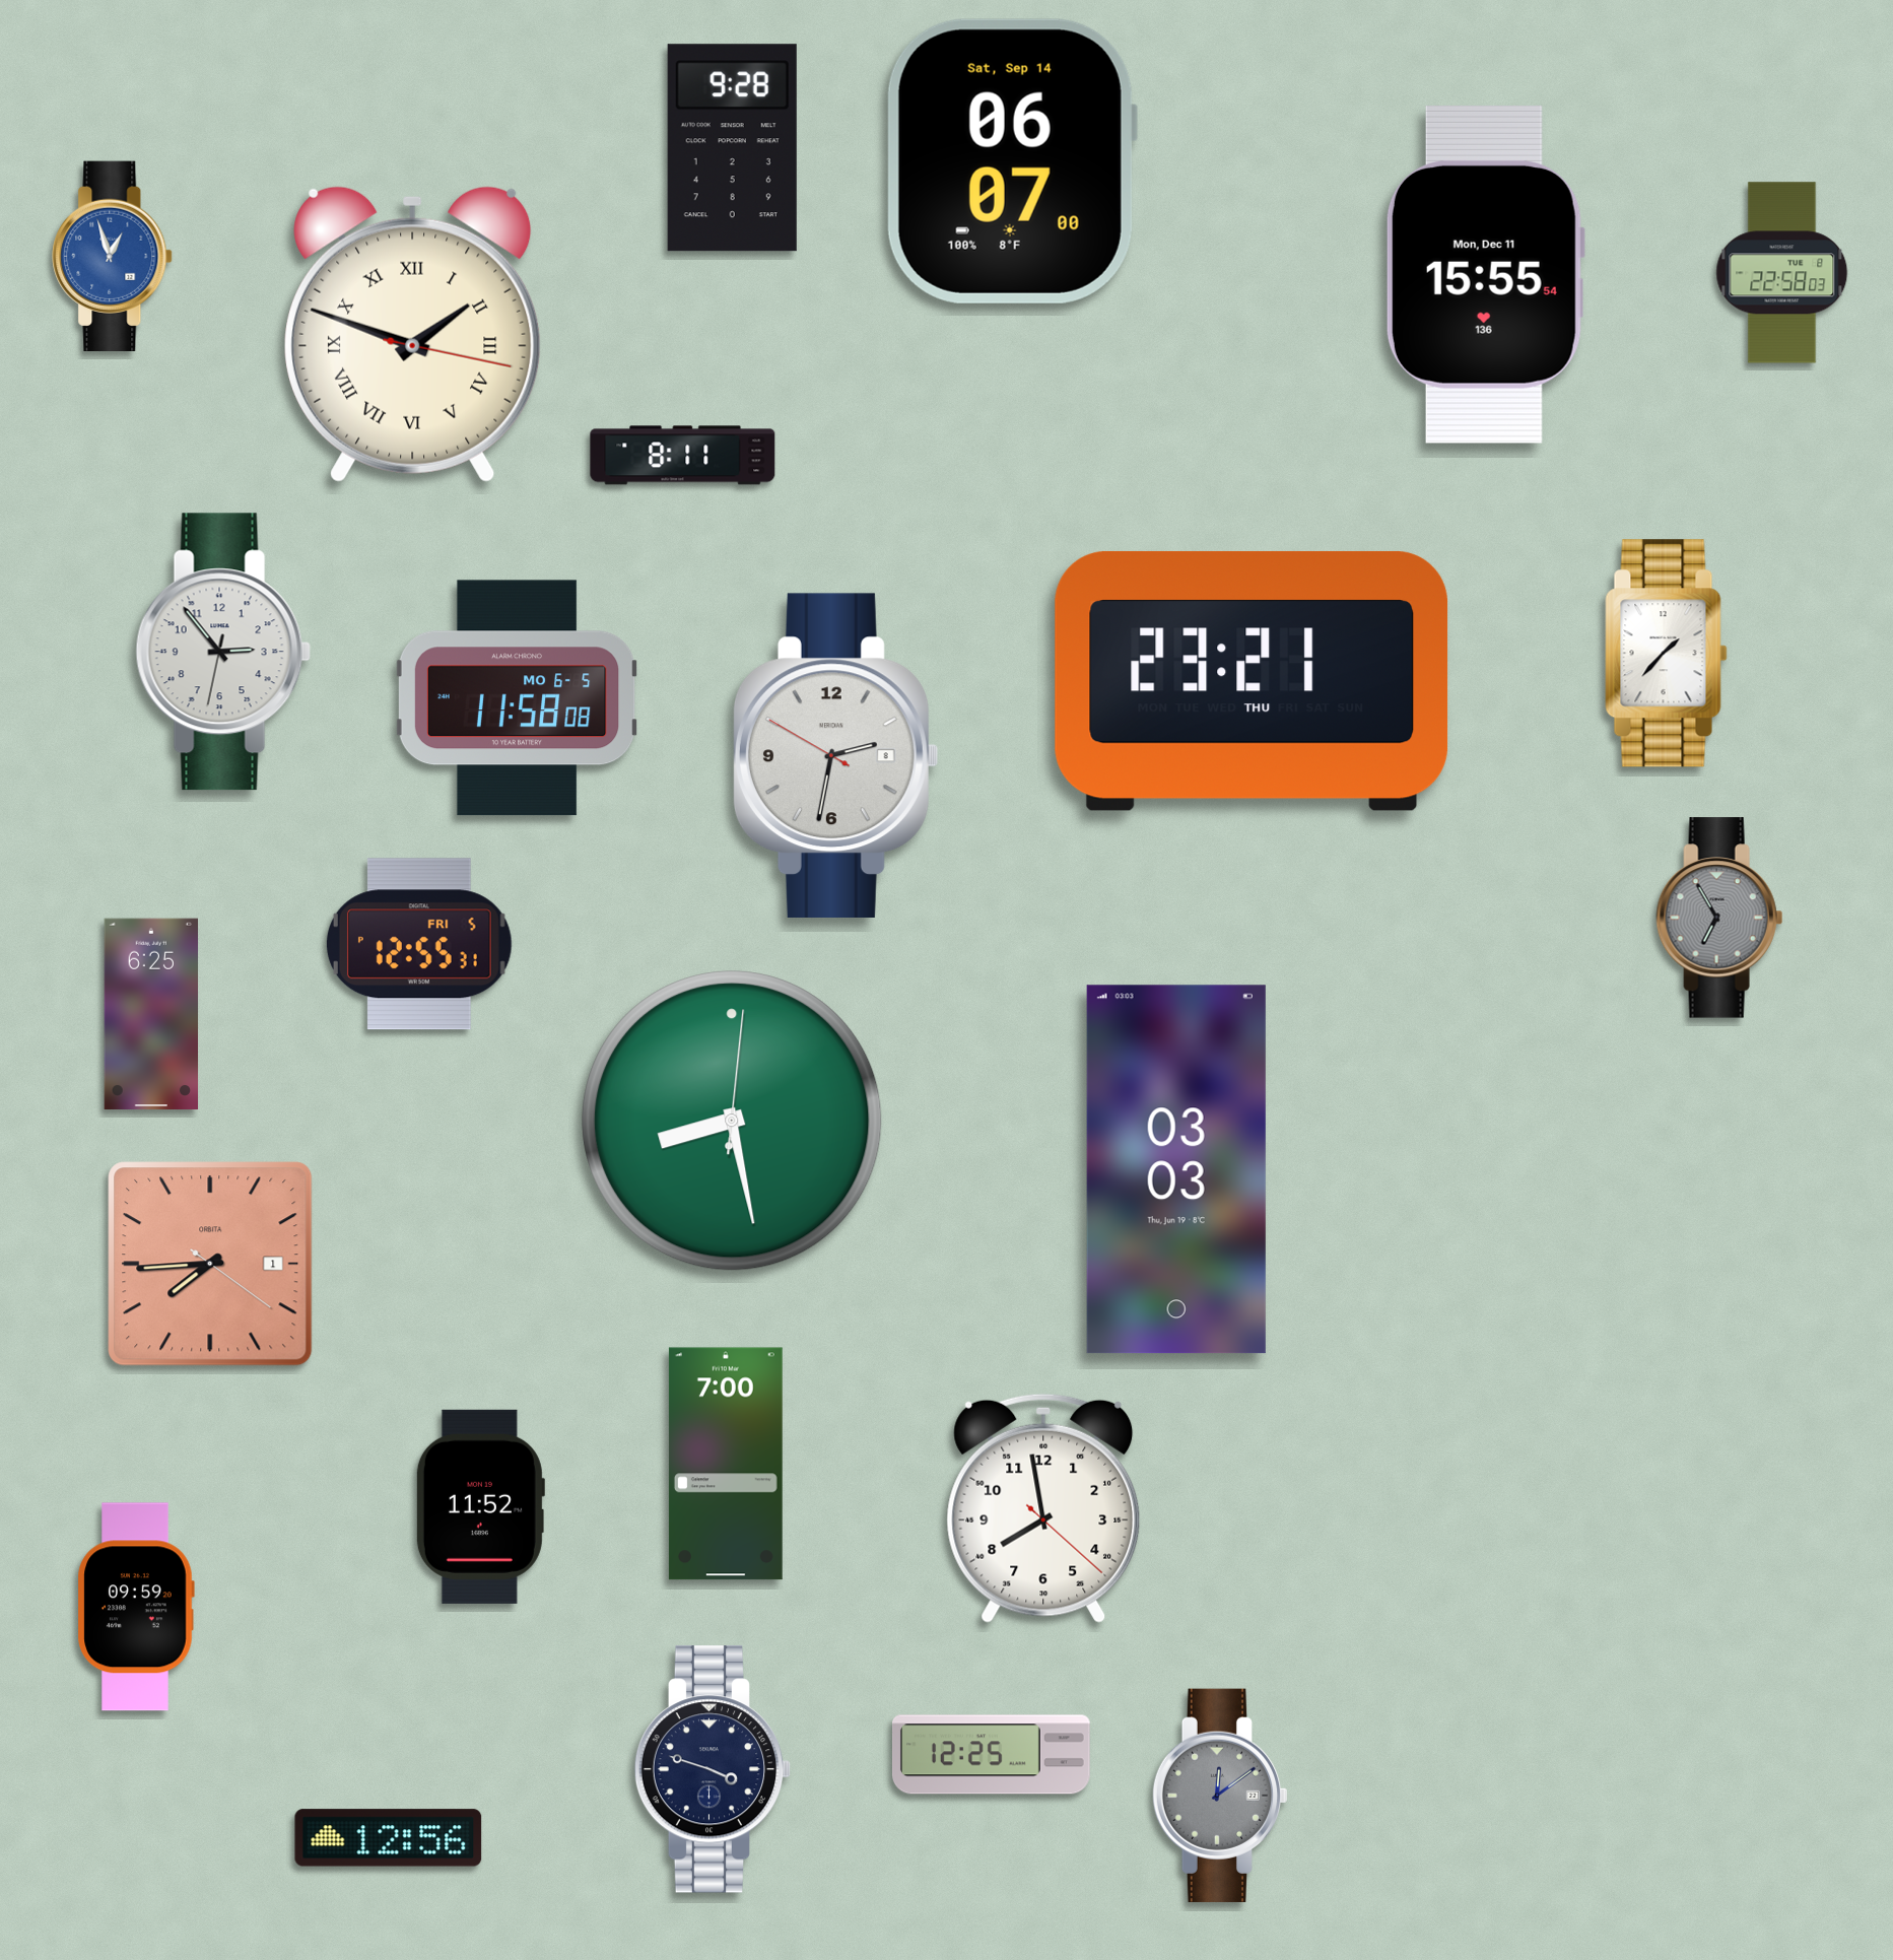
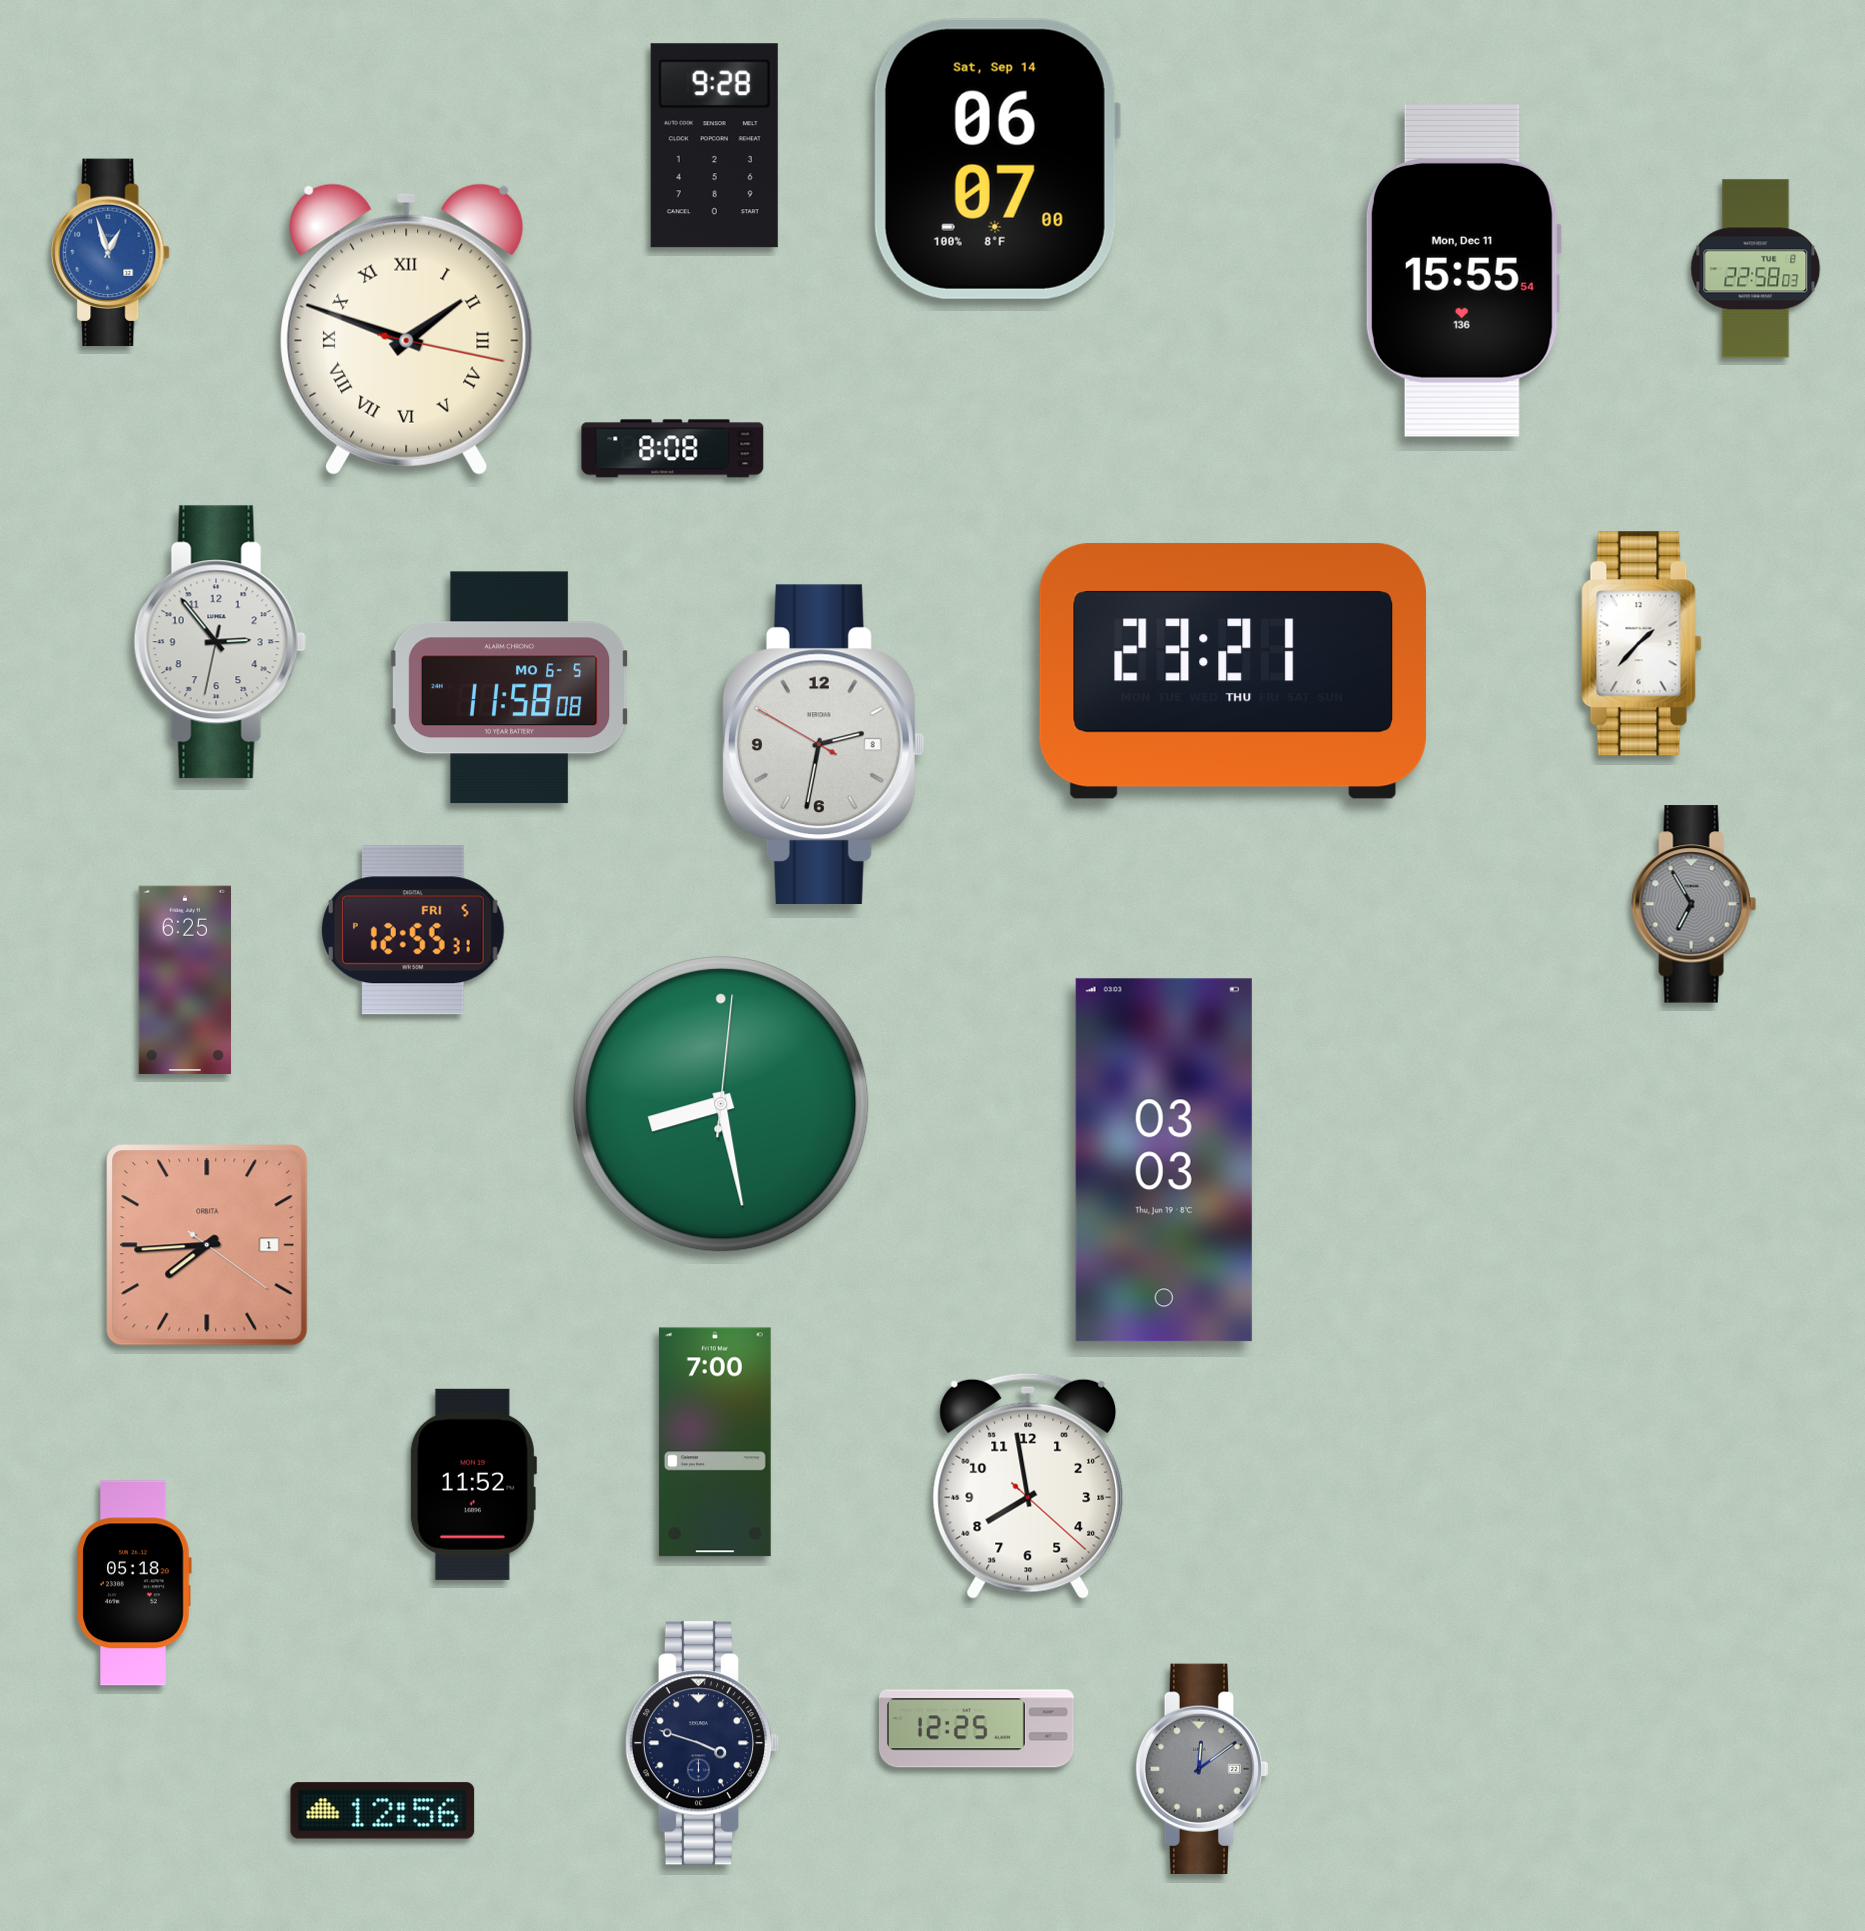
clock at (732, 148) position: (732, 148) -> (714, 146)
clock at (683, 456): 8:11 -> 8:08
clock at (150, 1013) position: (150, 1013) -> (184, 979)
clock at (1176, 1169) position: (1176, 1169) -> (1164, 1160)
clock at (136, 1607): 09:59 -> 05:18
